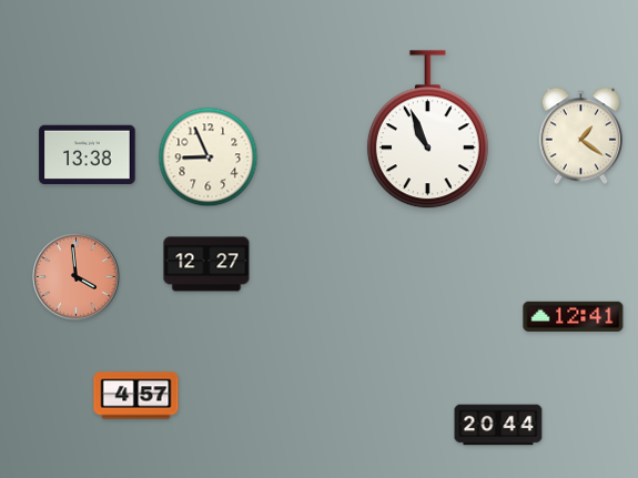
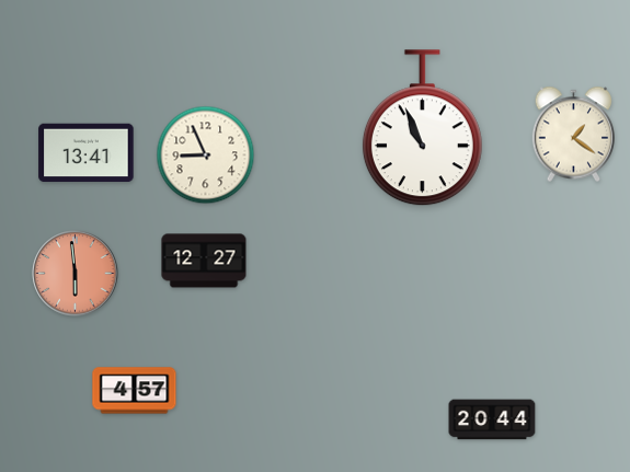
clock at (88, 155): 13:38 -> 13:41
clock at (77, 277): 3:59 -> 5:59
clock at (574, 316): 12:41 -> none
